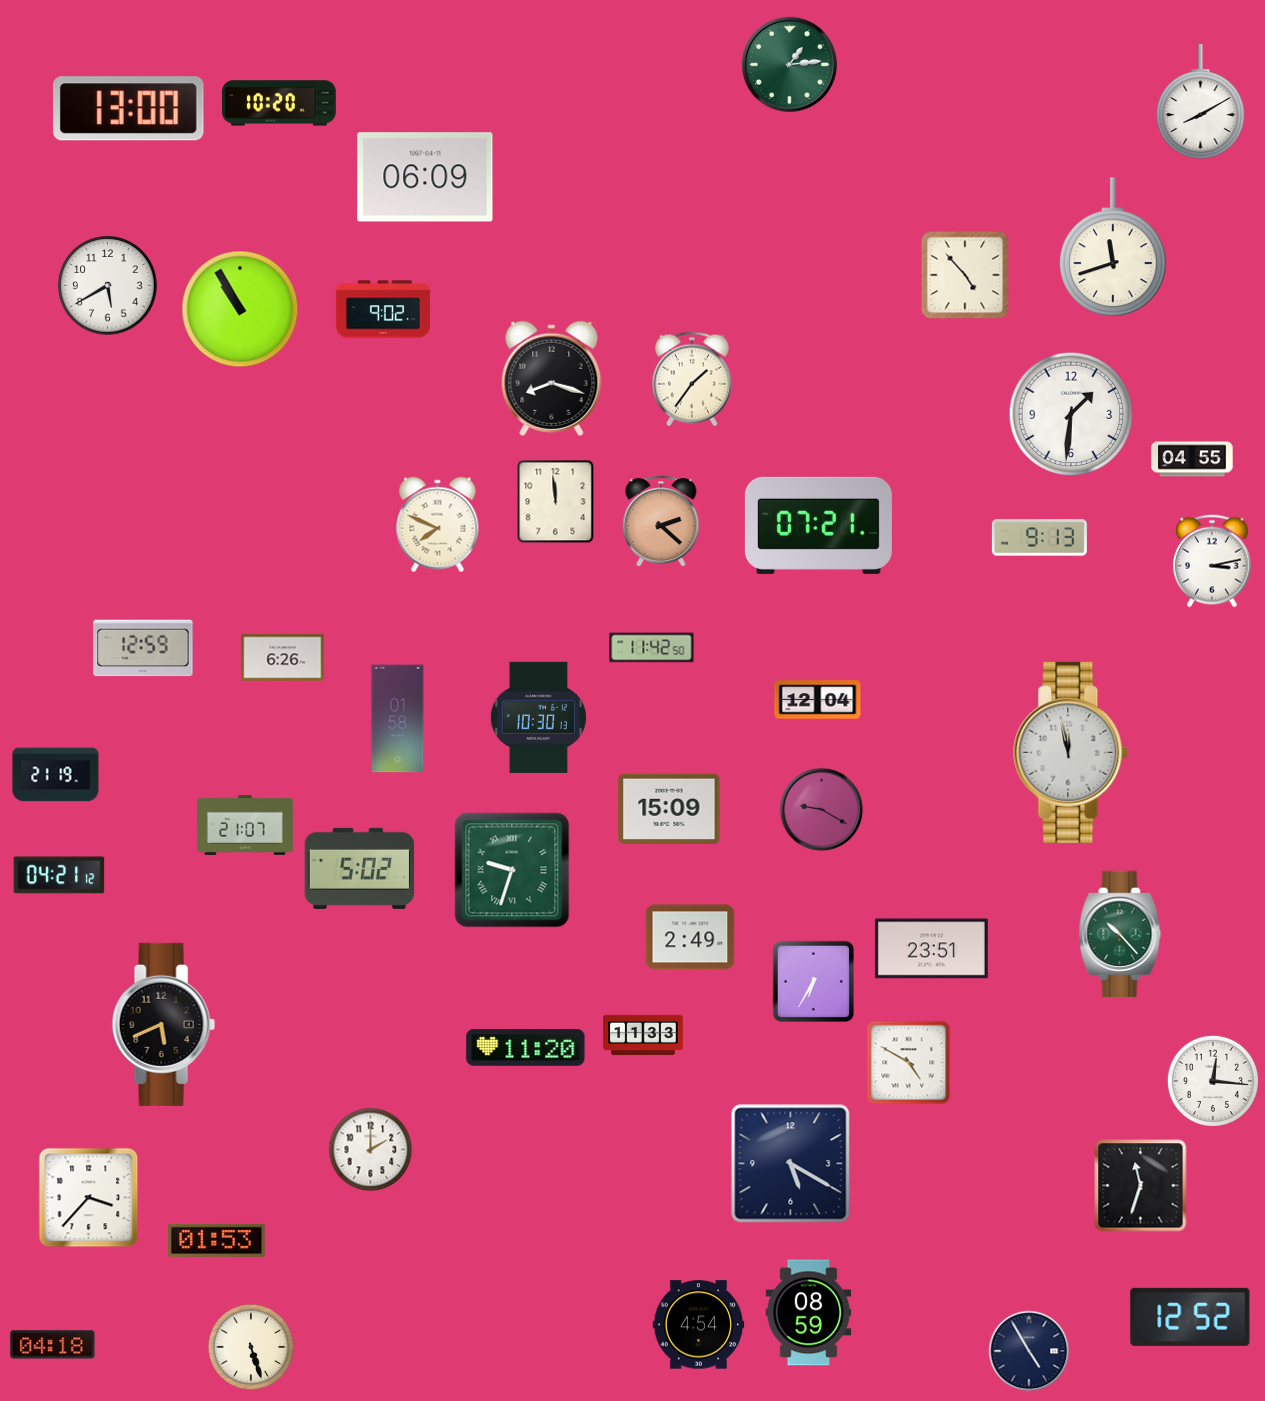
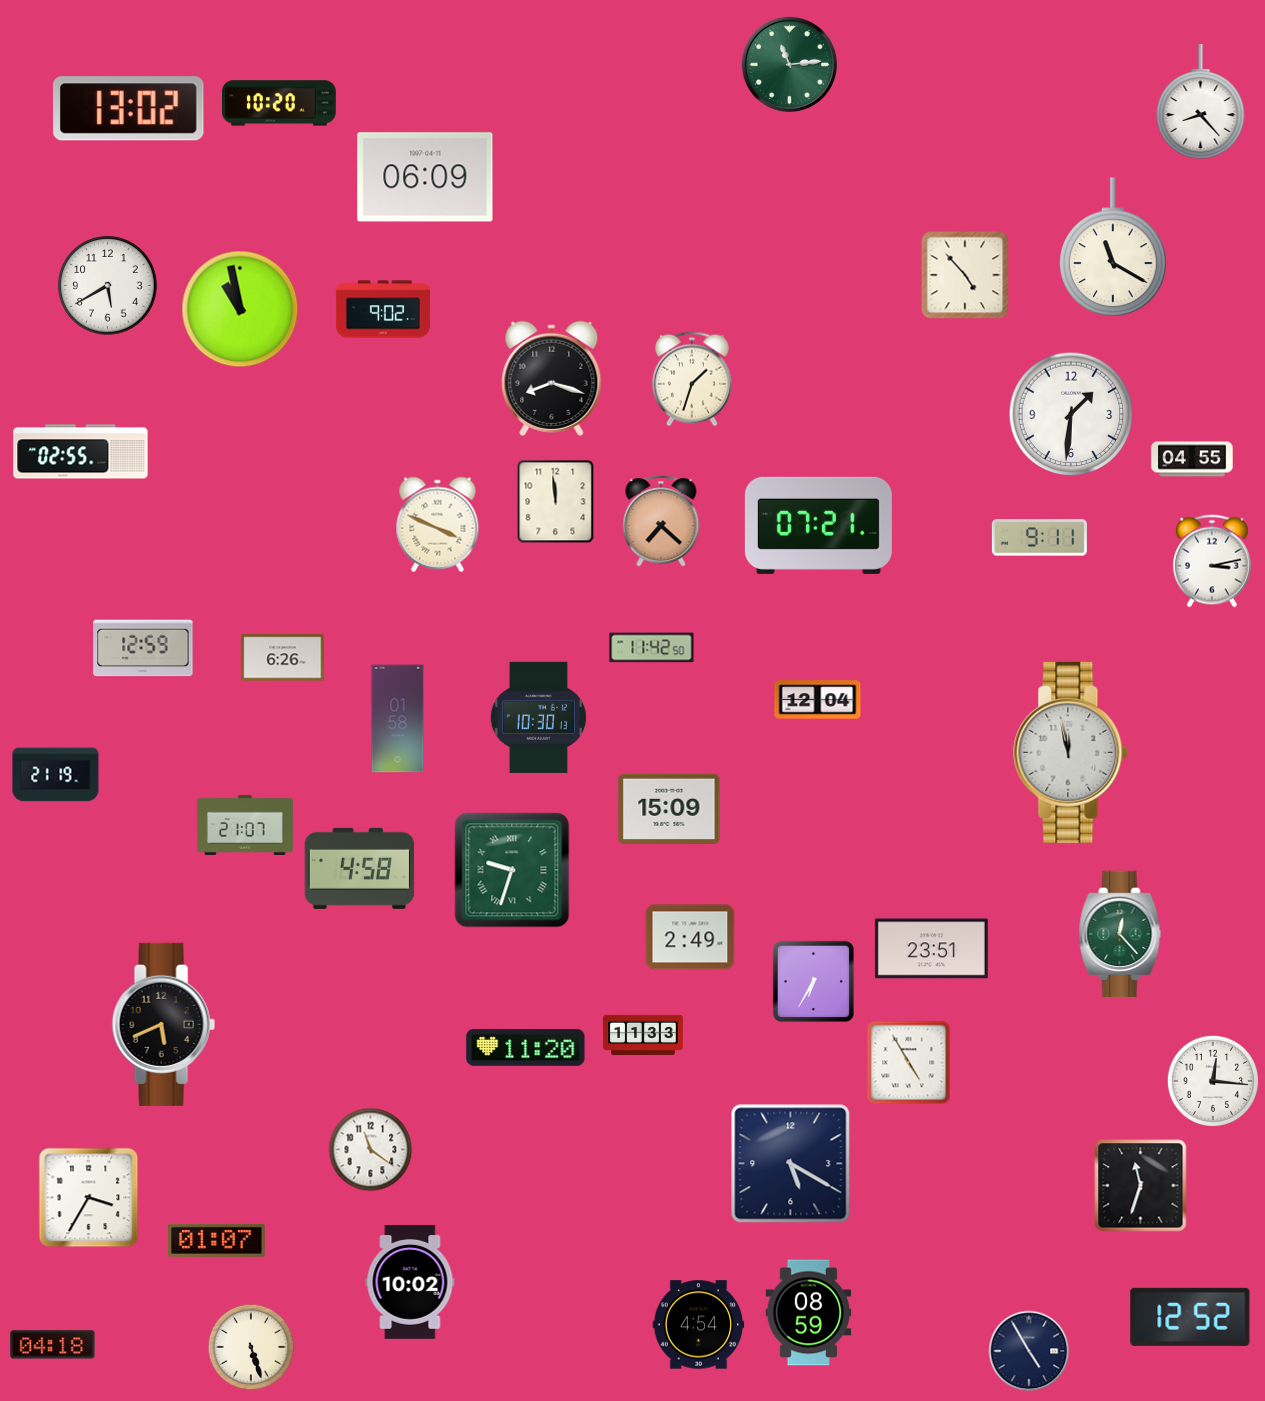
clock at (789, 64): 1:14 -> 11:14
clock at (1201, 102): 8:10 -> 8:23
clock at (128, 109): 13:00 -> 13:02
clock at (1113, 247): 11:42 -> 11:20
clock at (240, 309): 10:55 -> 10:58
clock at (692, 379): 1:36 -> 1:33
clock at (81, 452): none -> 02:55
clock at (661, 521): 2:22 -> 7:22
clock at (438, 525): 7:49 -> 3:49
clock at (1039, 538): 9:13 -> 9:11
clock at (822, 810): 9:20 -> none
clock at (360, 868): 5:02 -> 4:58
clock at (59, 875): 04:21 -> none
clock at (1120, 934): 10:23 -> 12:23
clock at (909, 1063): 4:50 -> 4:55
clock at (371, 1150): 2:00 -> 11:21
clock at (89, 1198): 3:37 -> 3:35
clock at (217, 1240): 01:53 -> 01:07
clock at (410, 1282): none -> 10:02
